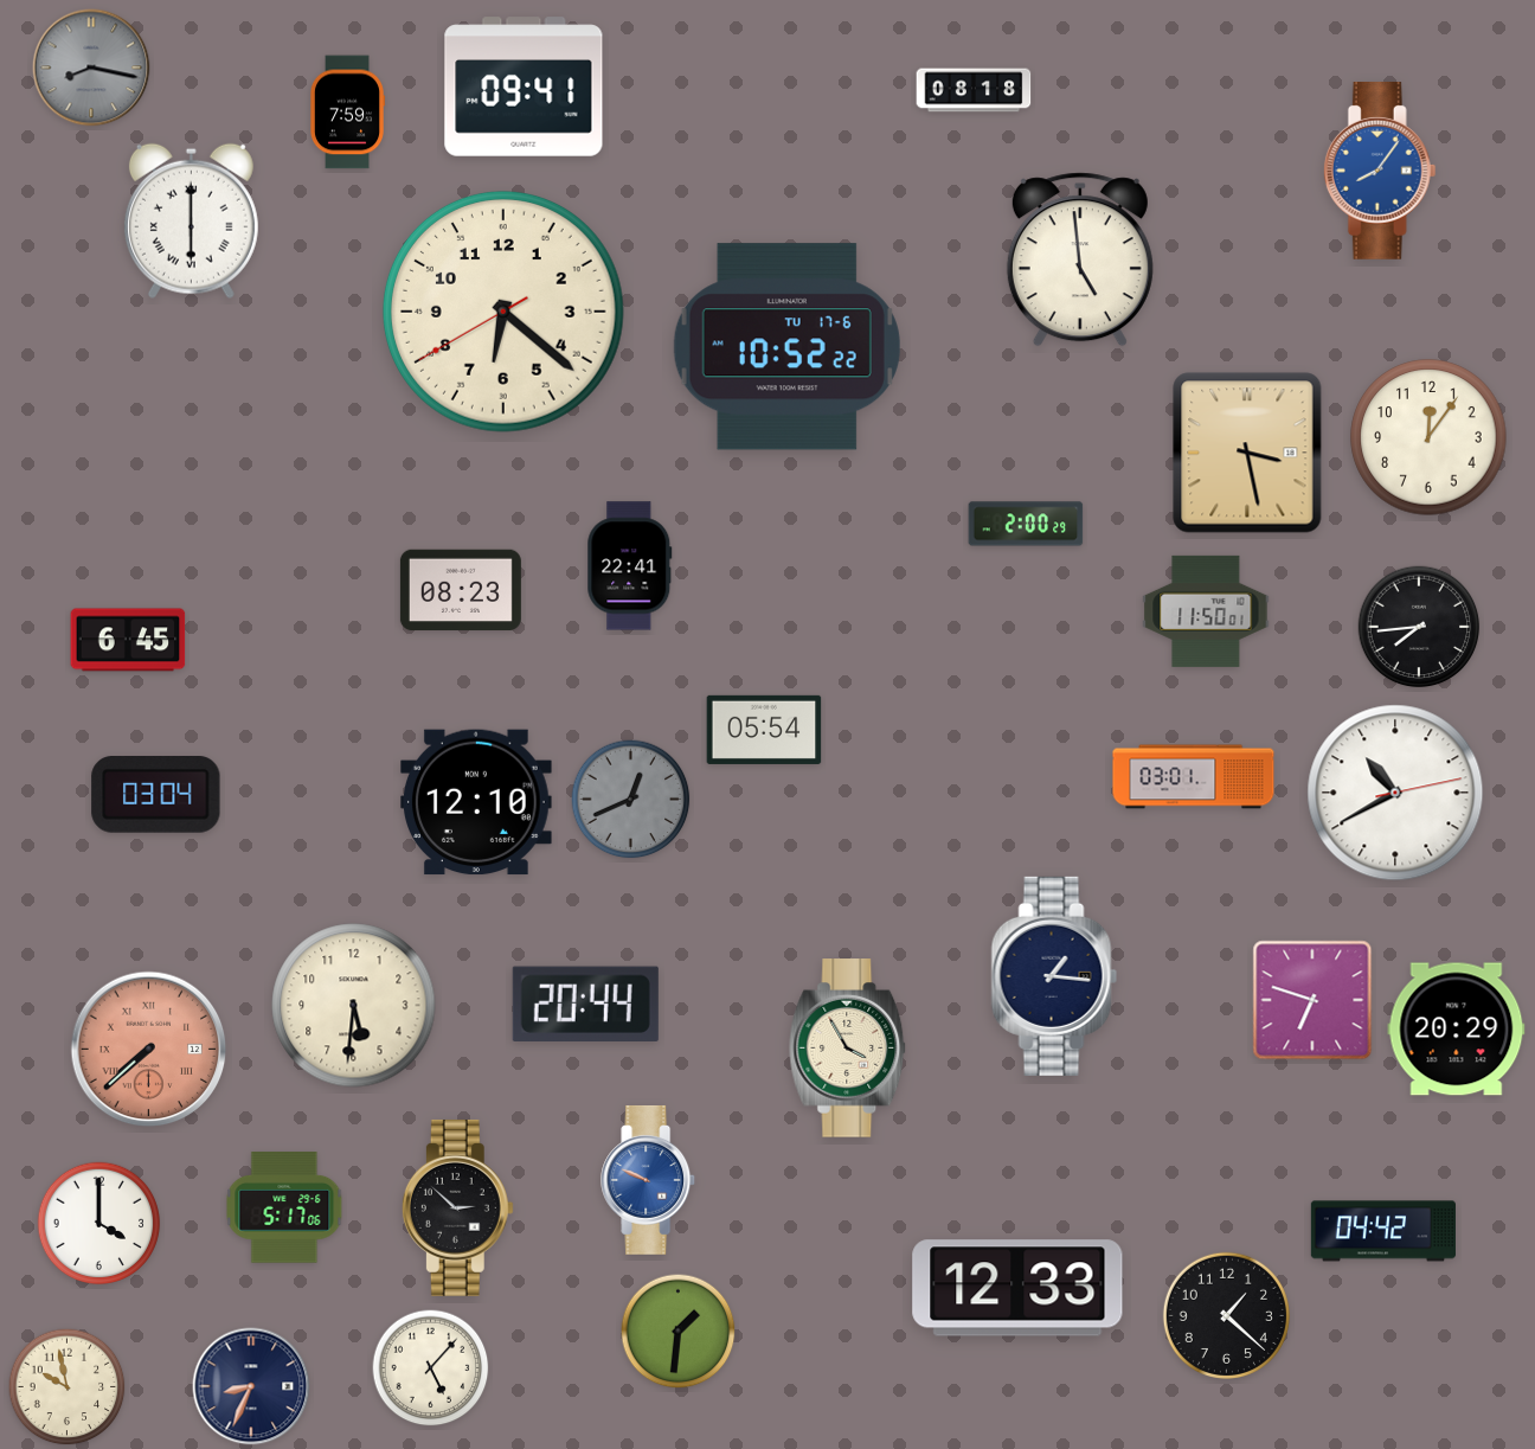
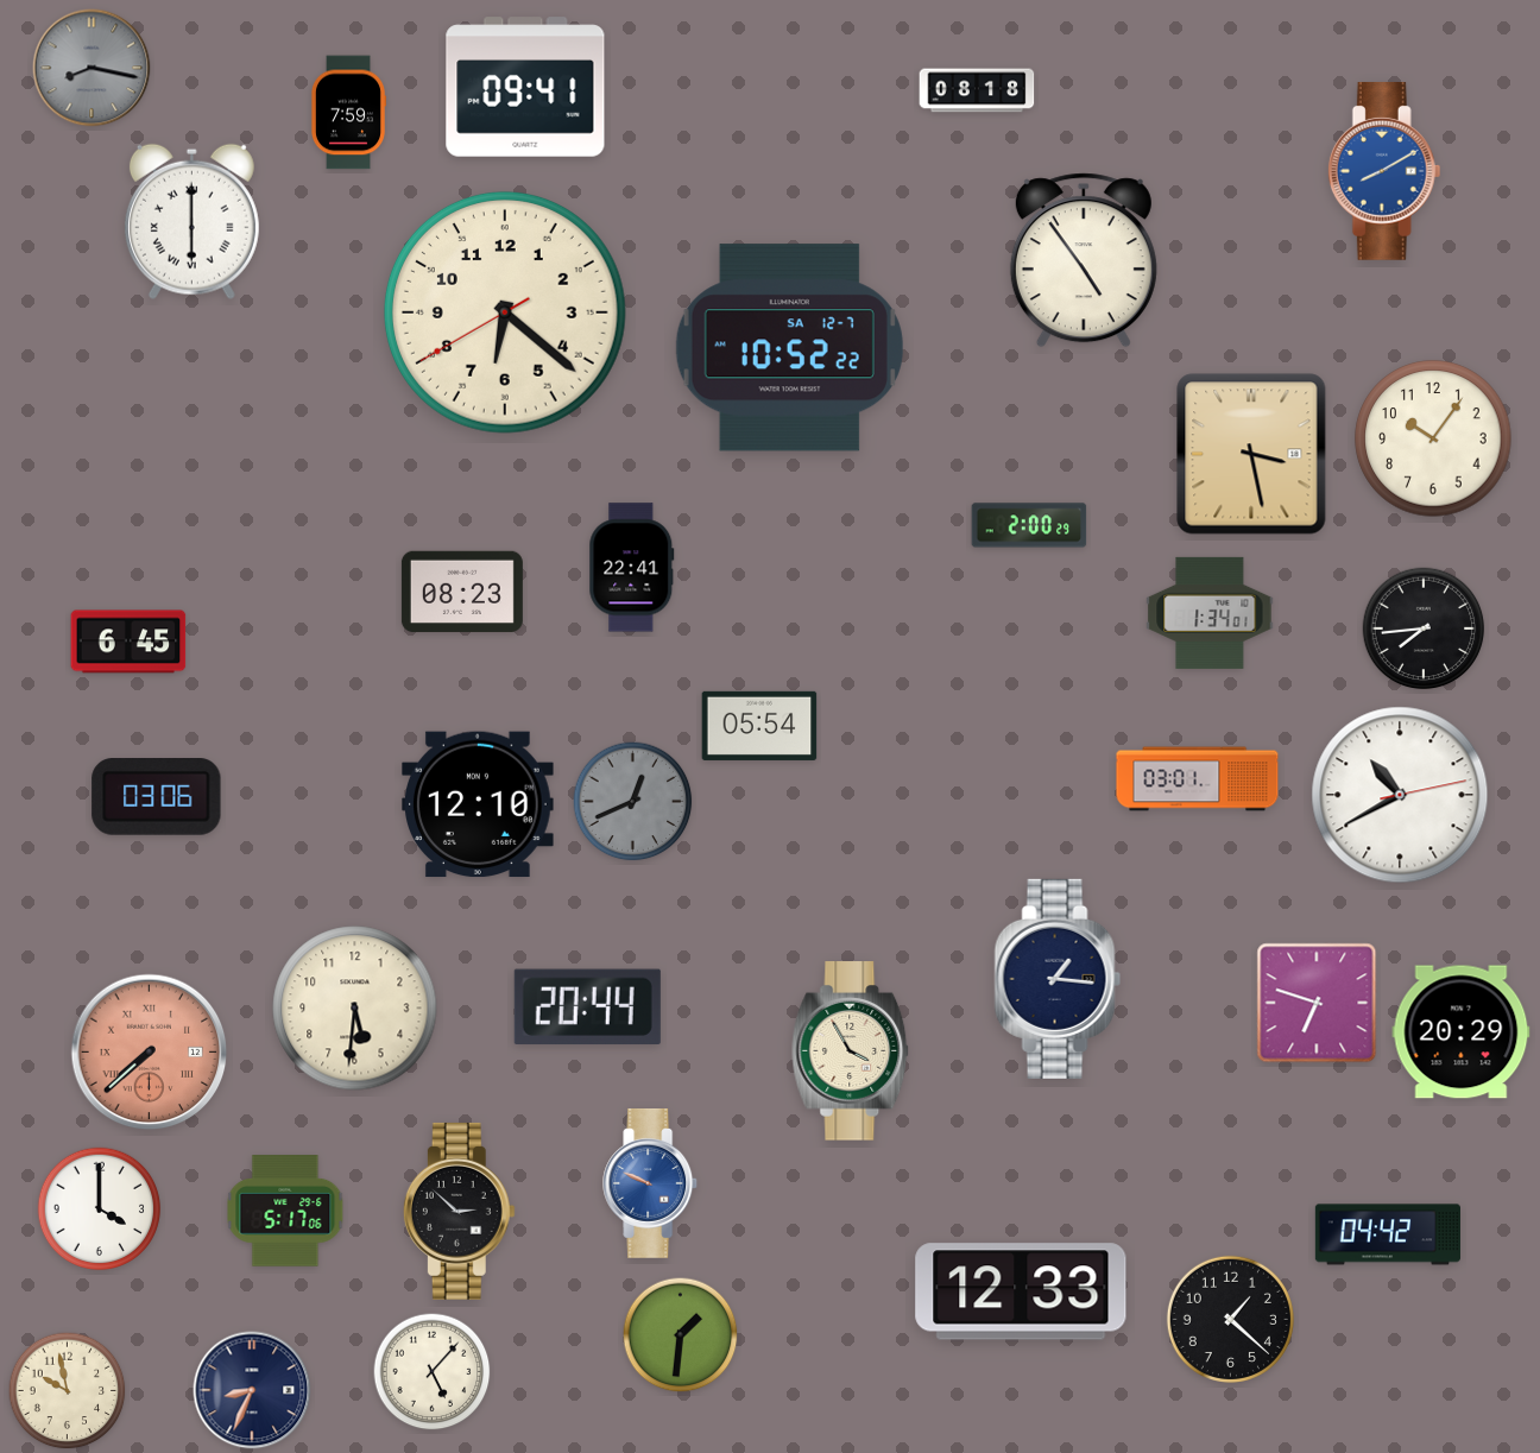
clock at (1380, 172): 8:06 -> 8:10
clock at (1080, 259): 4:59 -> 4:54
clock at (786, 347) date: TU 17-6 -> SA 12-7
clock at (1428, 437): 12:06 -> 10:06
clock at (1206, 611): 11:50 -> 1:34
clock at (764, 730) position: (764, 730) -> (759, 726)
clock at (156, 795): 03:04 -> 03:06
clock at (99, 1224) position: (99, 1224) -> (100, 1209)
